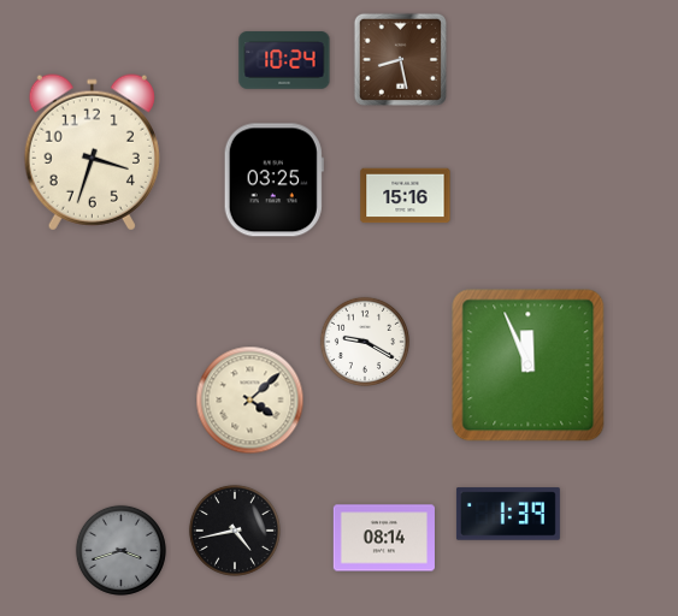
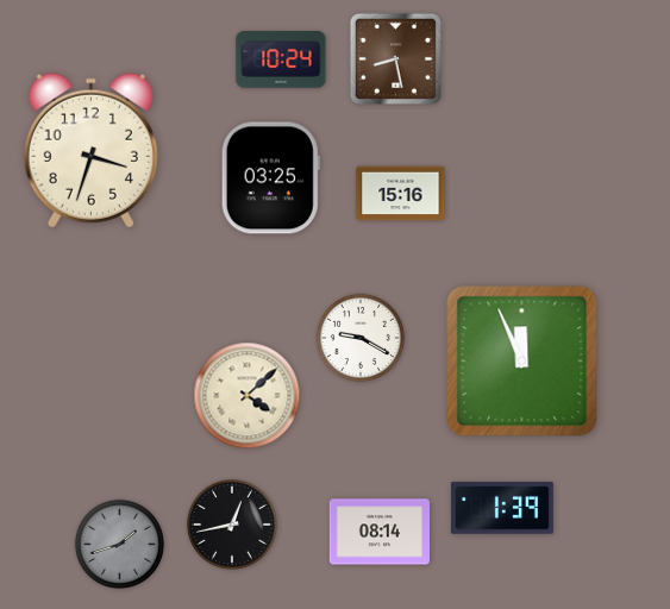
clock at (235, 531): 4:43 -> 12:43
clock at (120, 550): 3:42 -> 1:42
